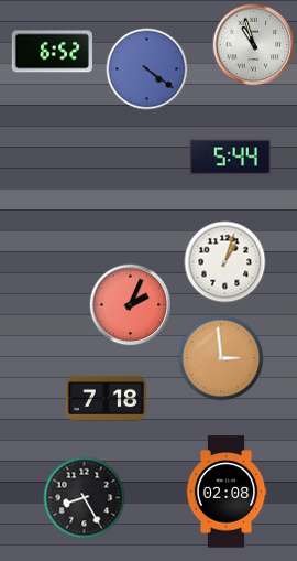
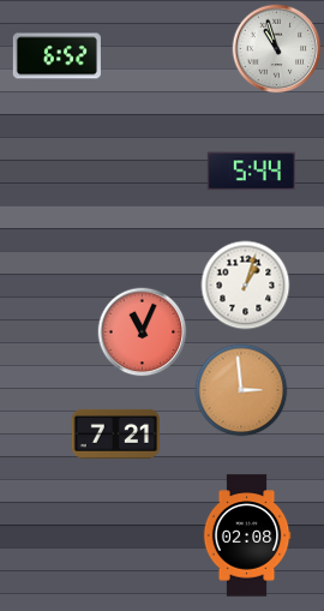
clock at (147, 69): 4:21 -> none
clock at (131, 305): 2:04 -> 11:04
clock at (106, 398): 7:18 -> 7:21
clock at (85, 498): 8:25 -> none
